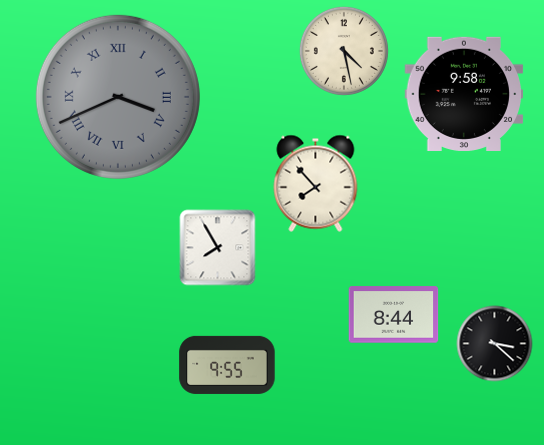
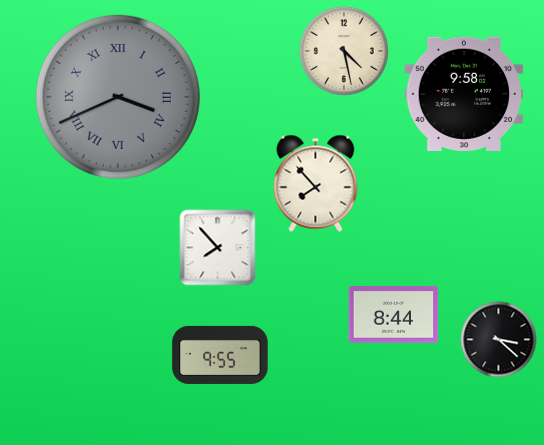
clock at (218, 248): 7:55 -> 7:53
clock at (495, 344) position: (495, 344) -> (499, 340)
clock at (227, 365) position: (227, 365) -> (220, 355)
